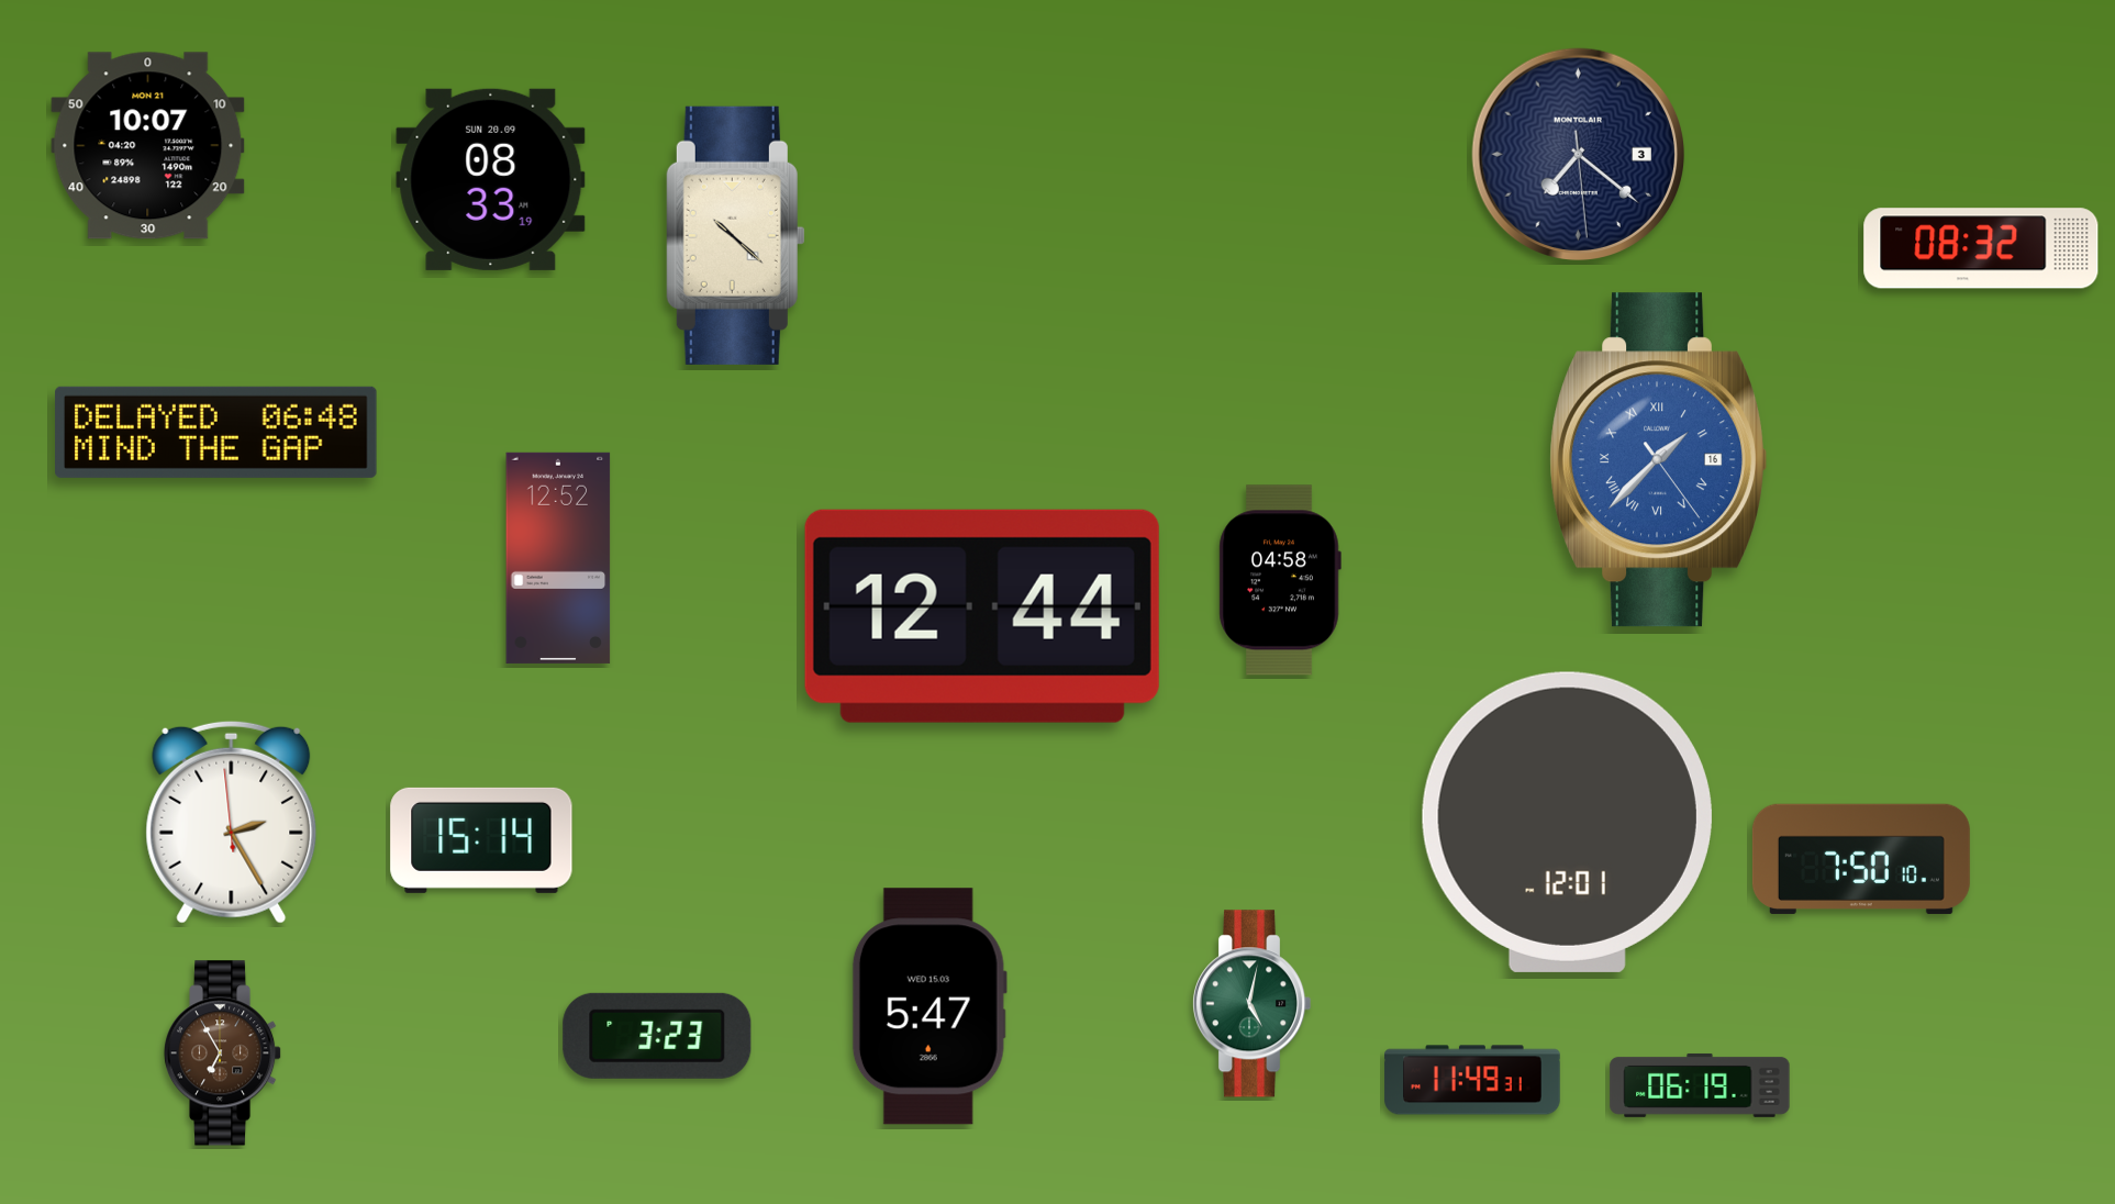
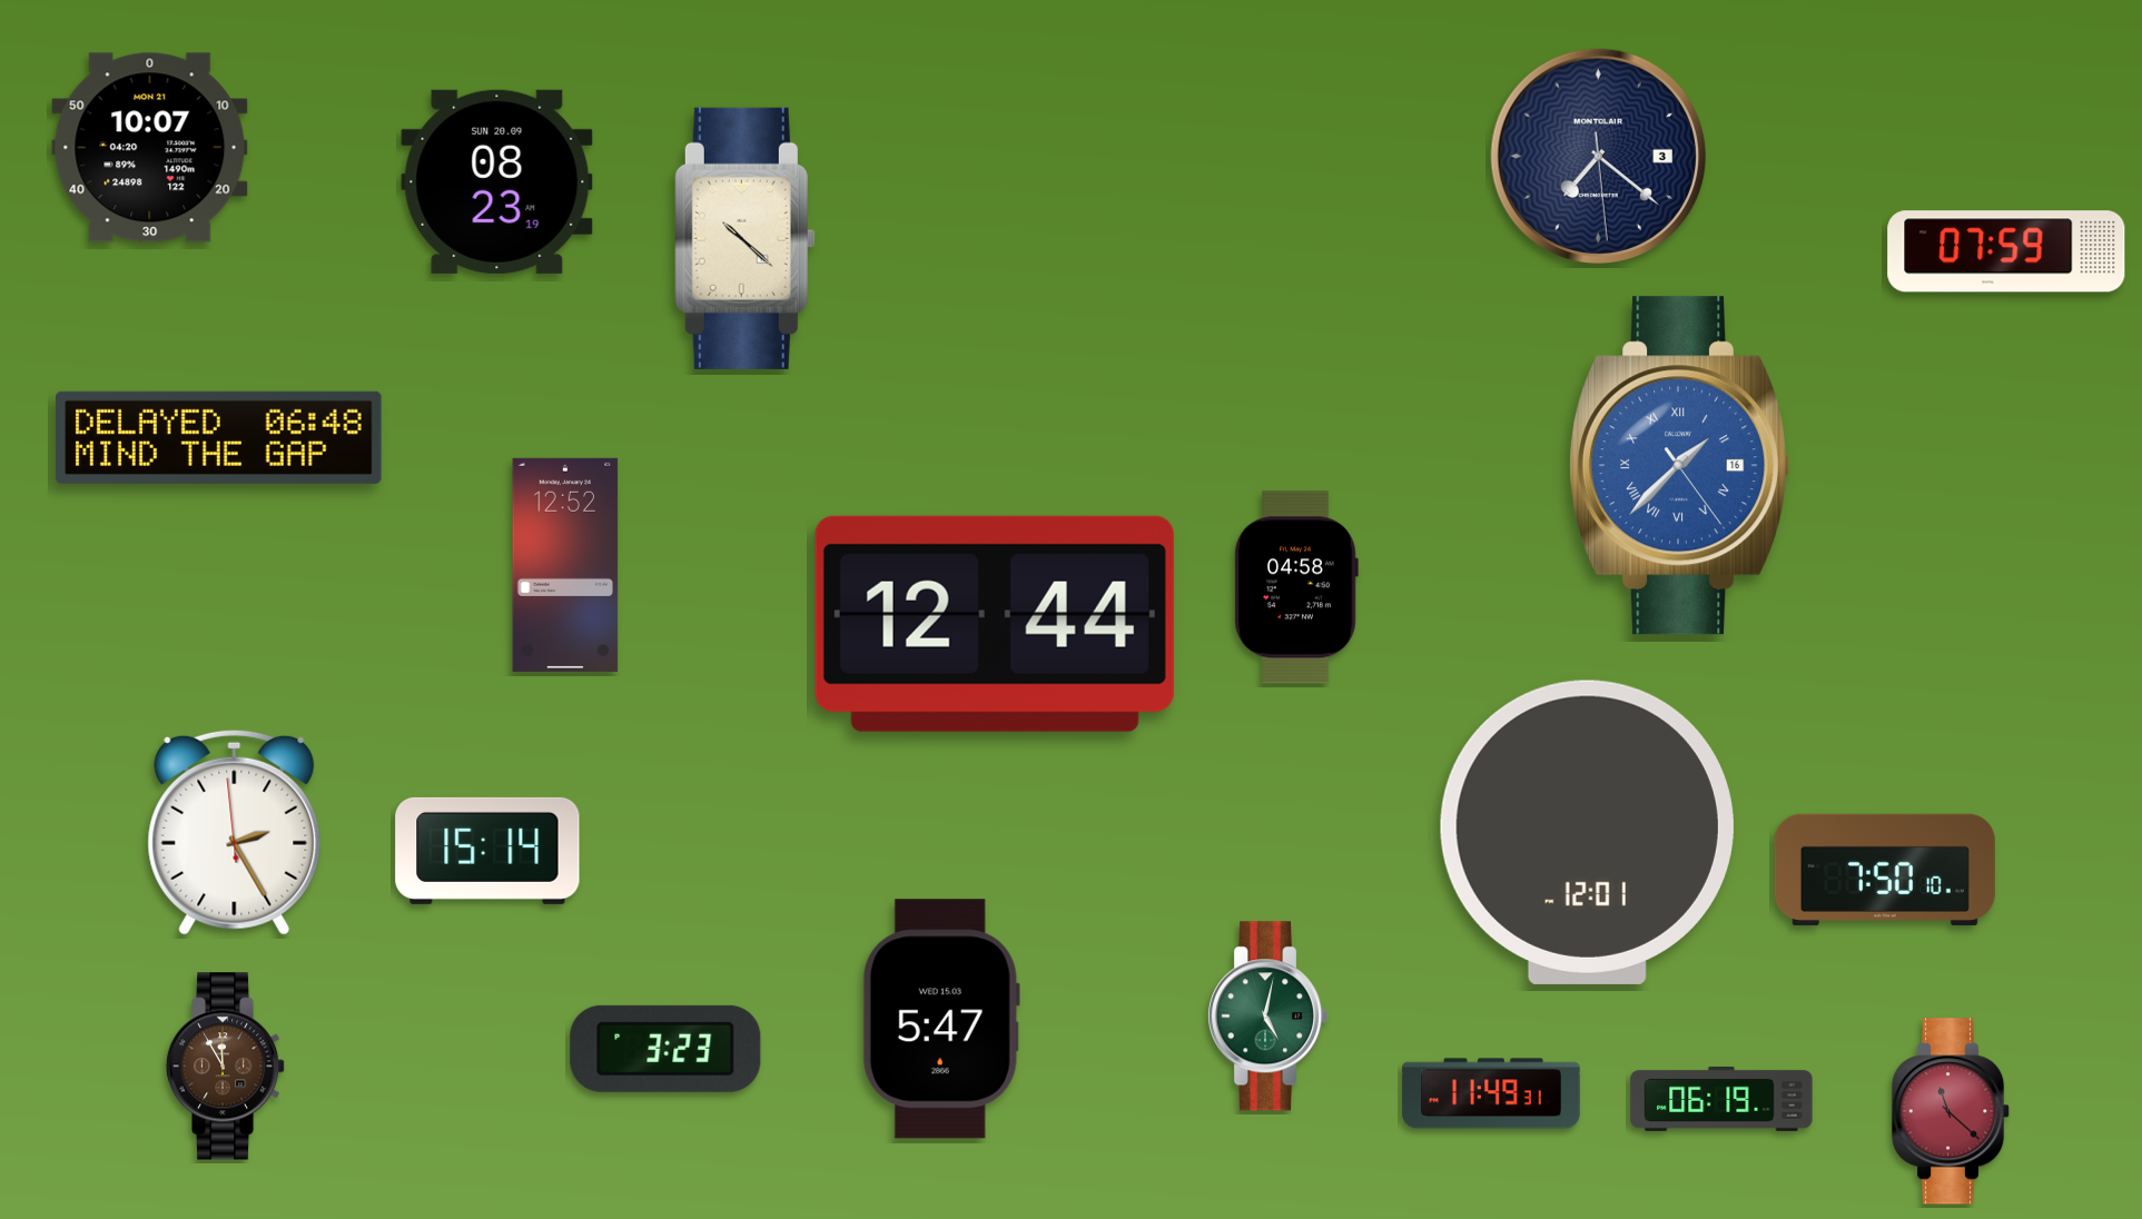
clock at (491, 179): 08:33 -> 08:23
clock at (1981, 248): 08:32 -> 07:59
clock at (223, 1053): 6:55 -> 11:55
clock at (1951, 1111): none -> 11:22
